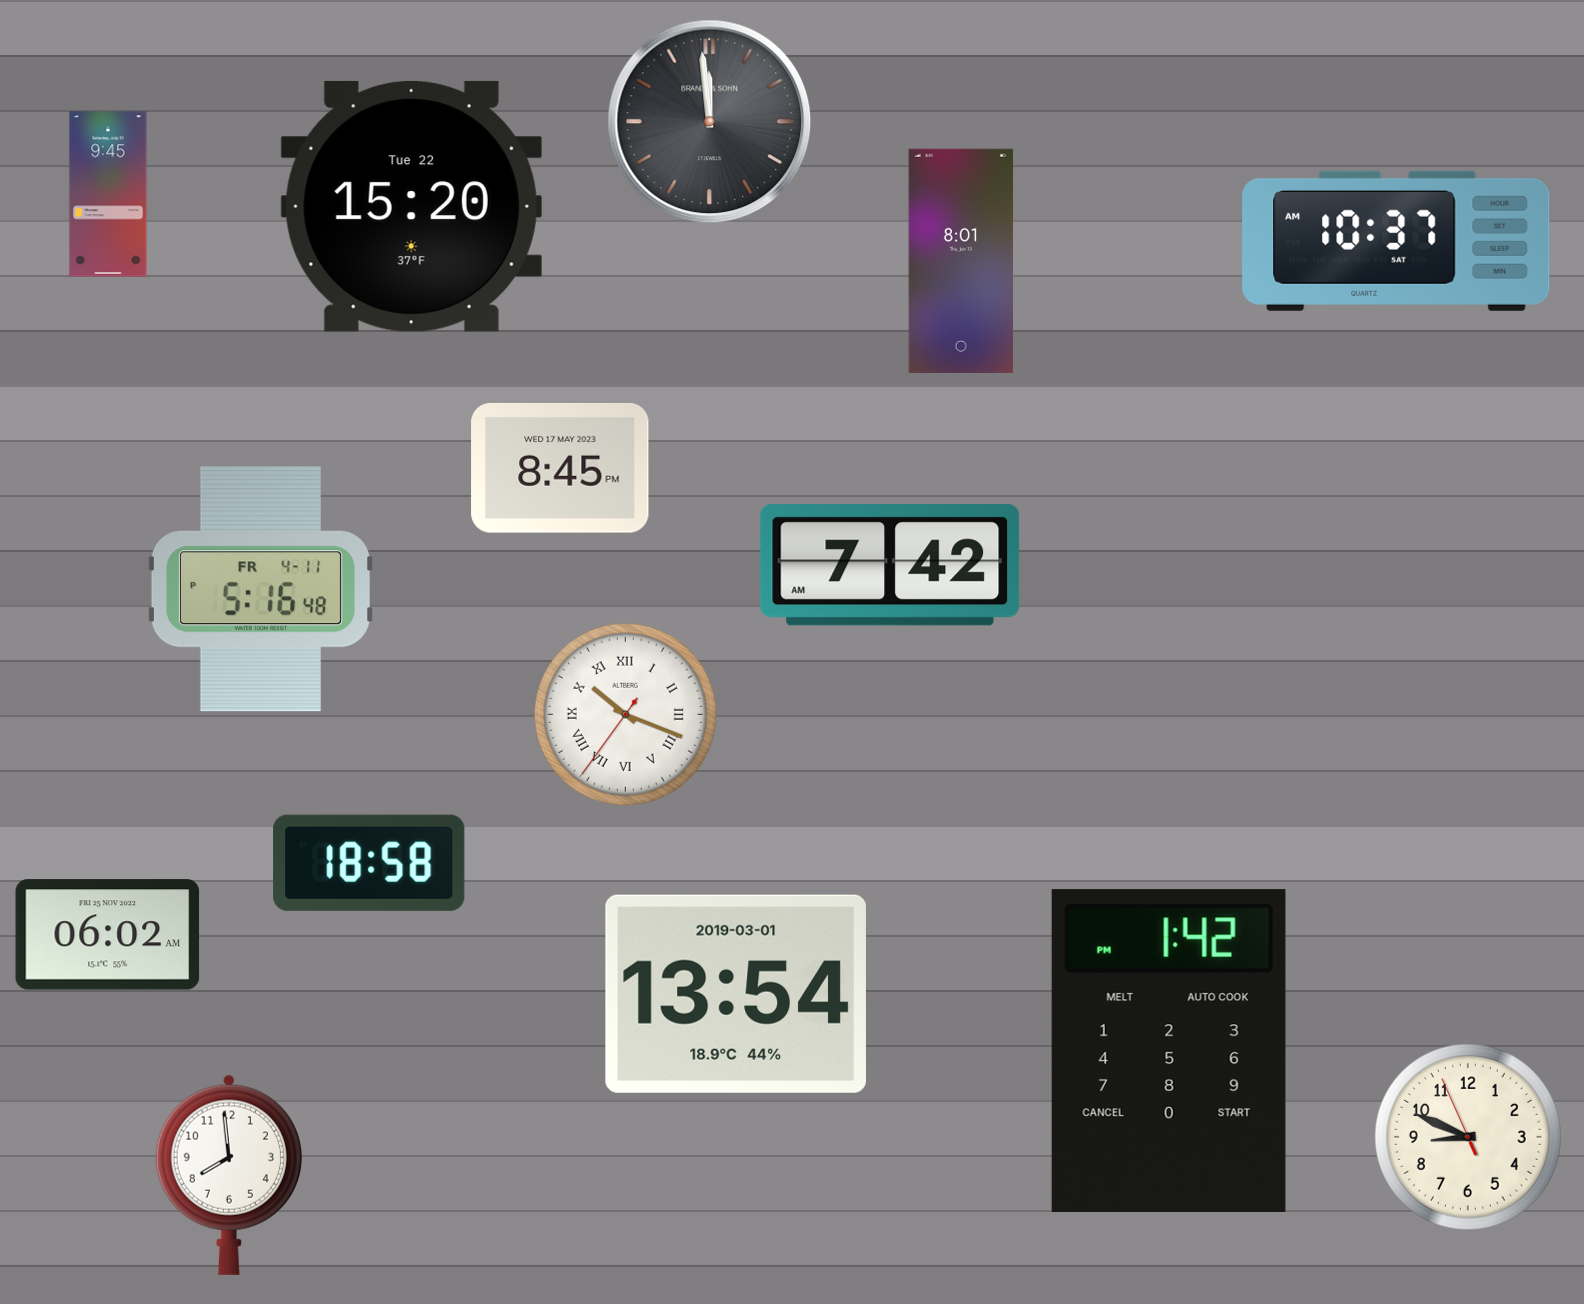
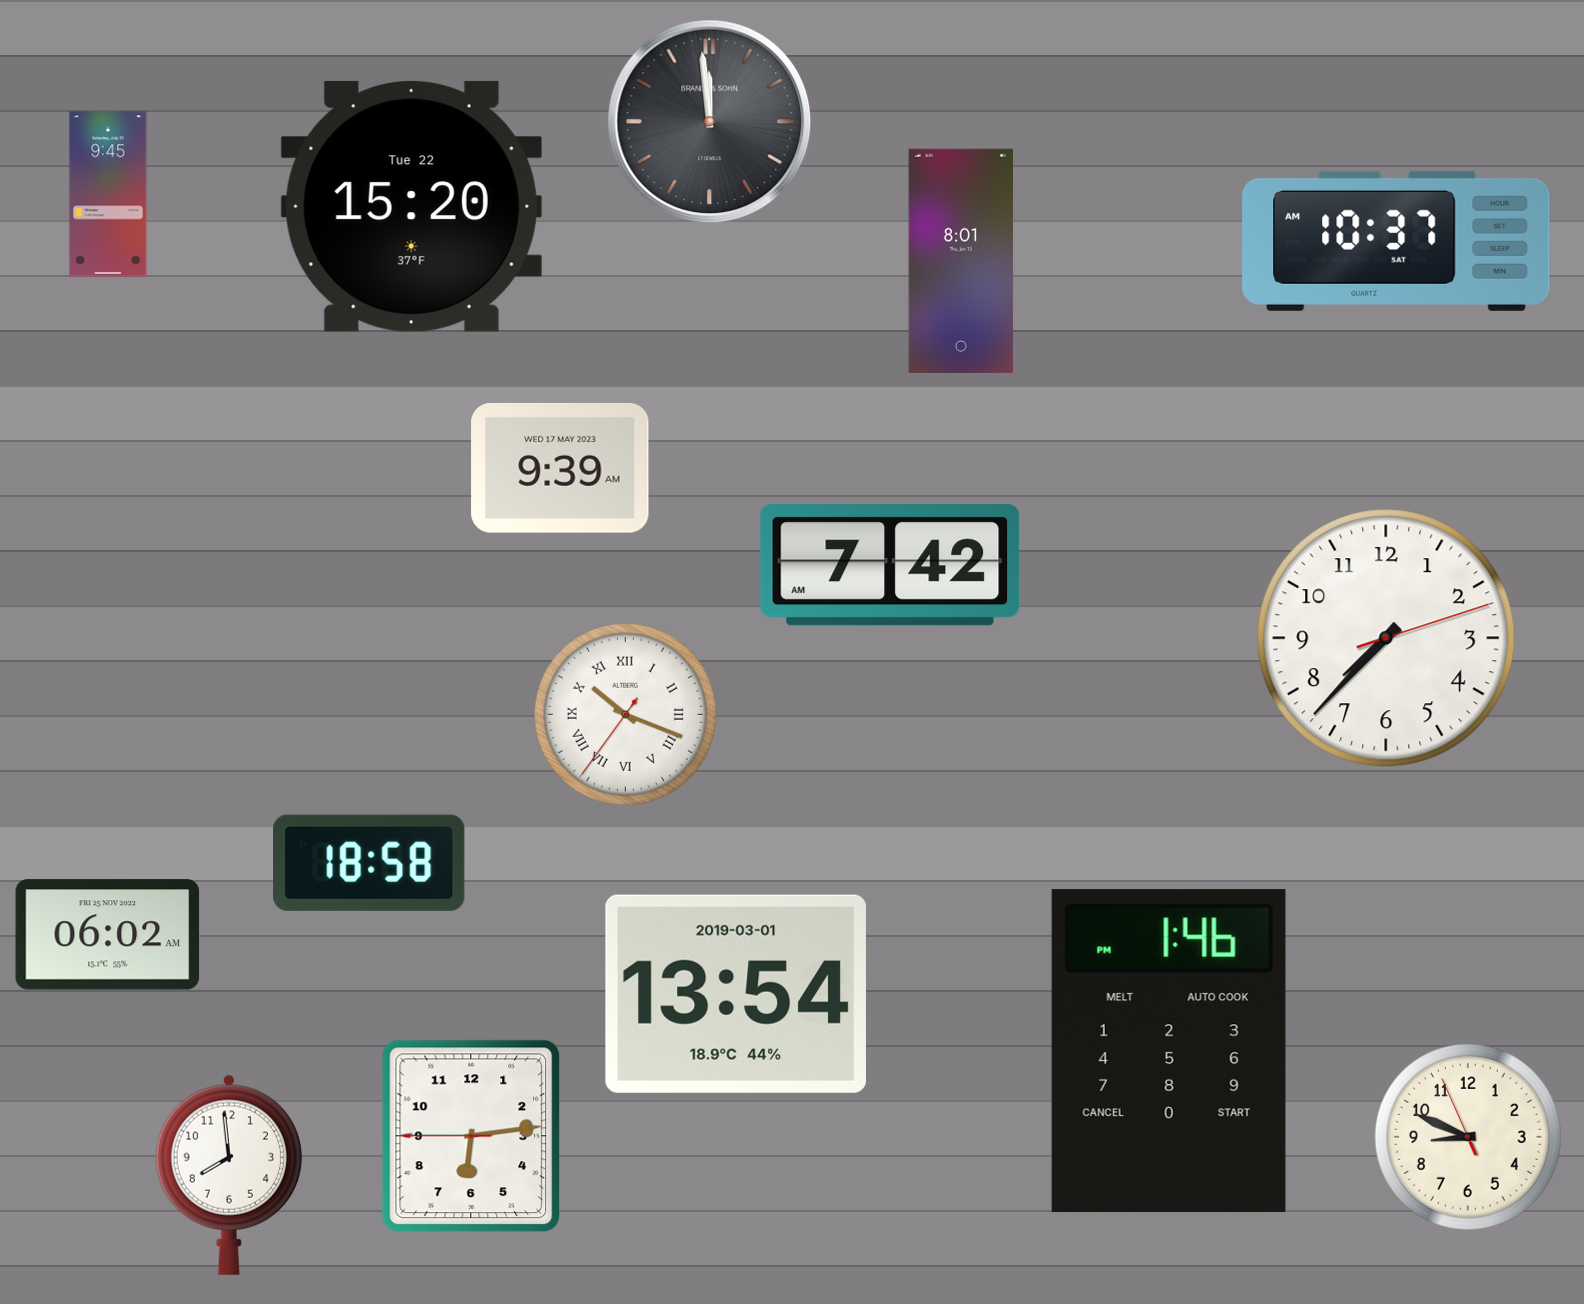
clock at (560, 468): 8:45 -> 9:39
clock at (260, 589): 5:16 -> none
clock at (1386, 638): none -> 7:37
clock at (1169, 1050): 1:42 -> 1:46
clock at (471, 1136): none -> 6:13
